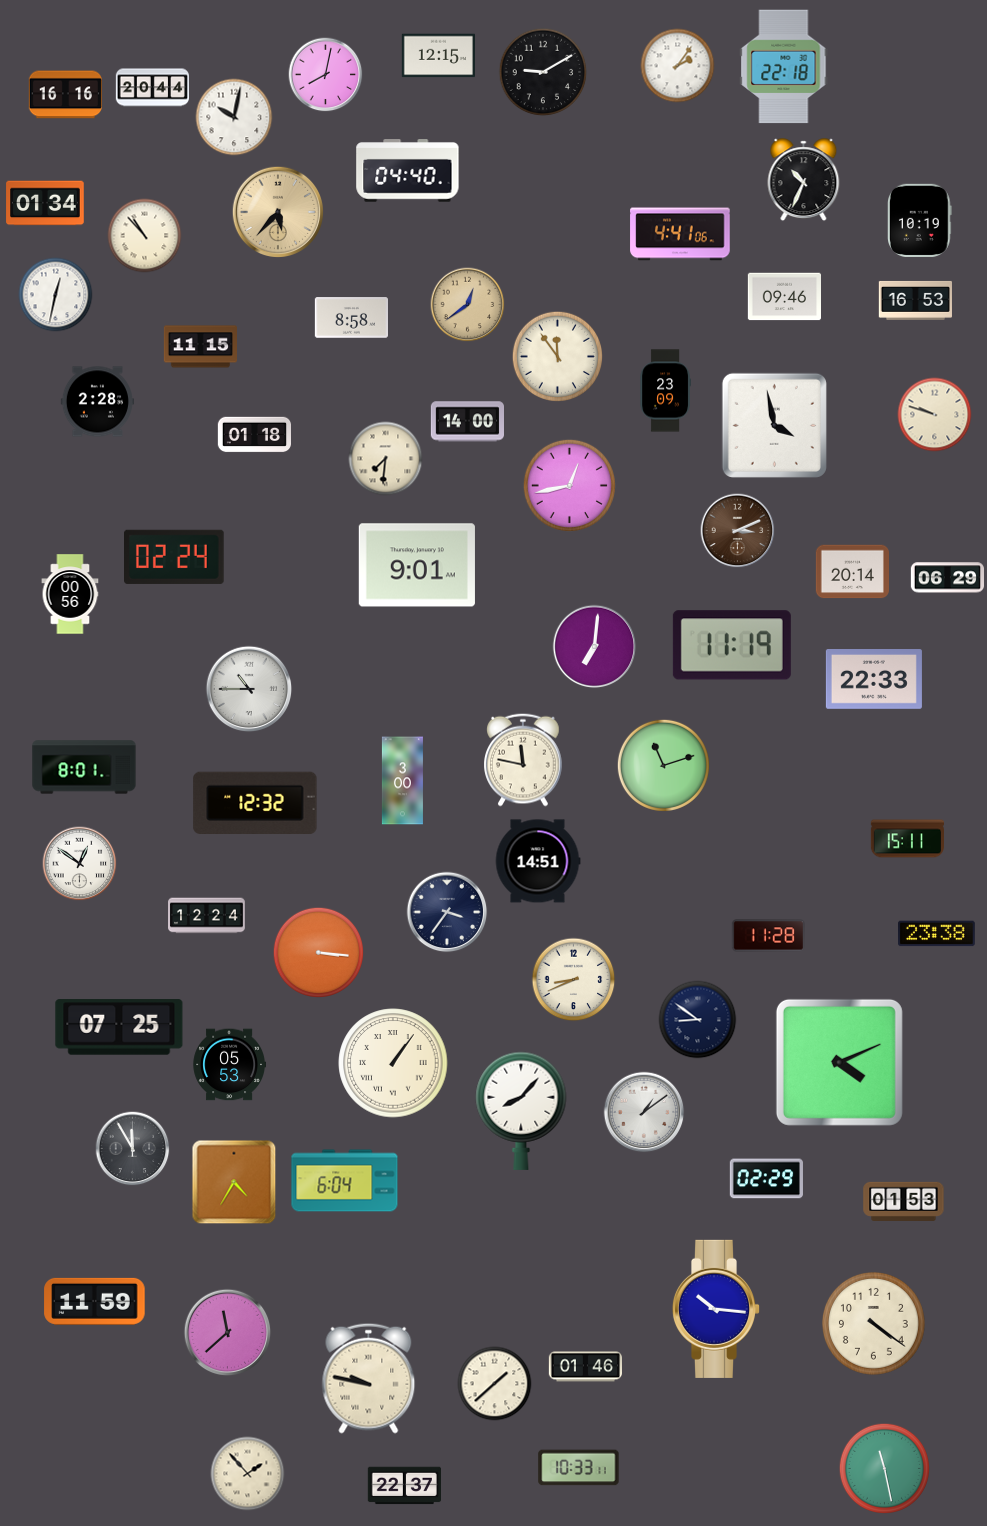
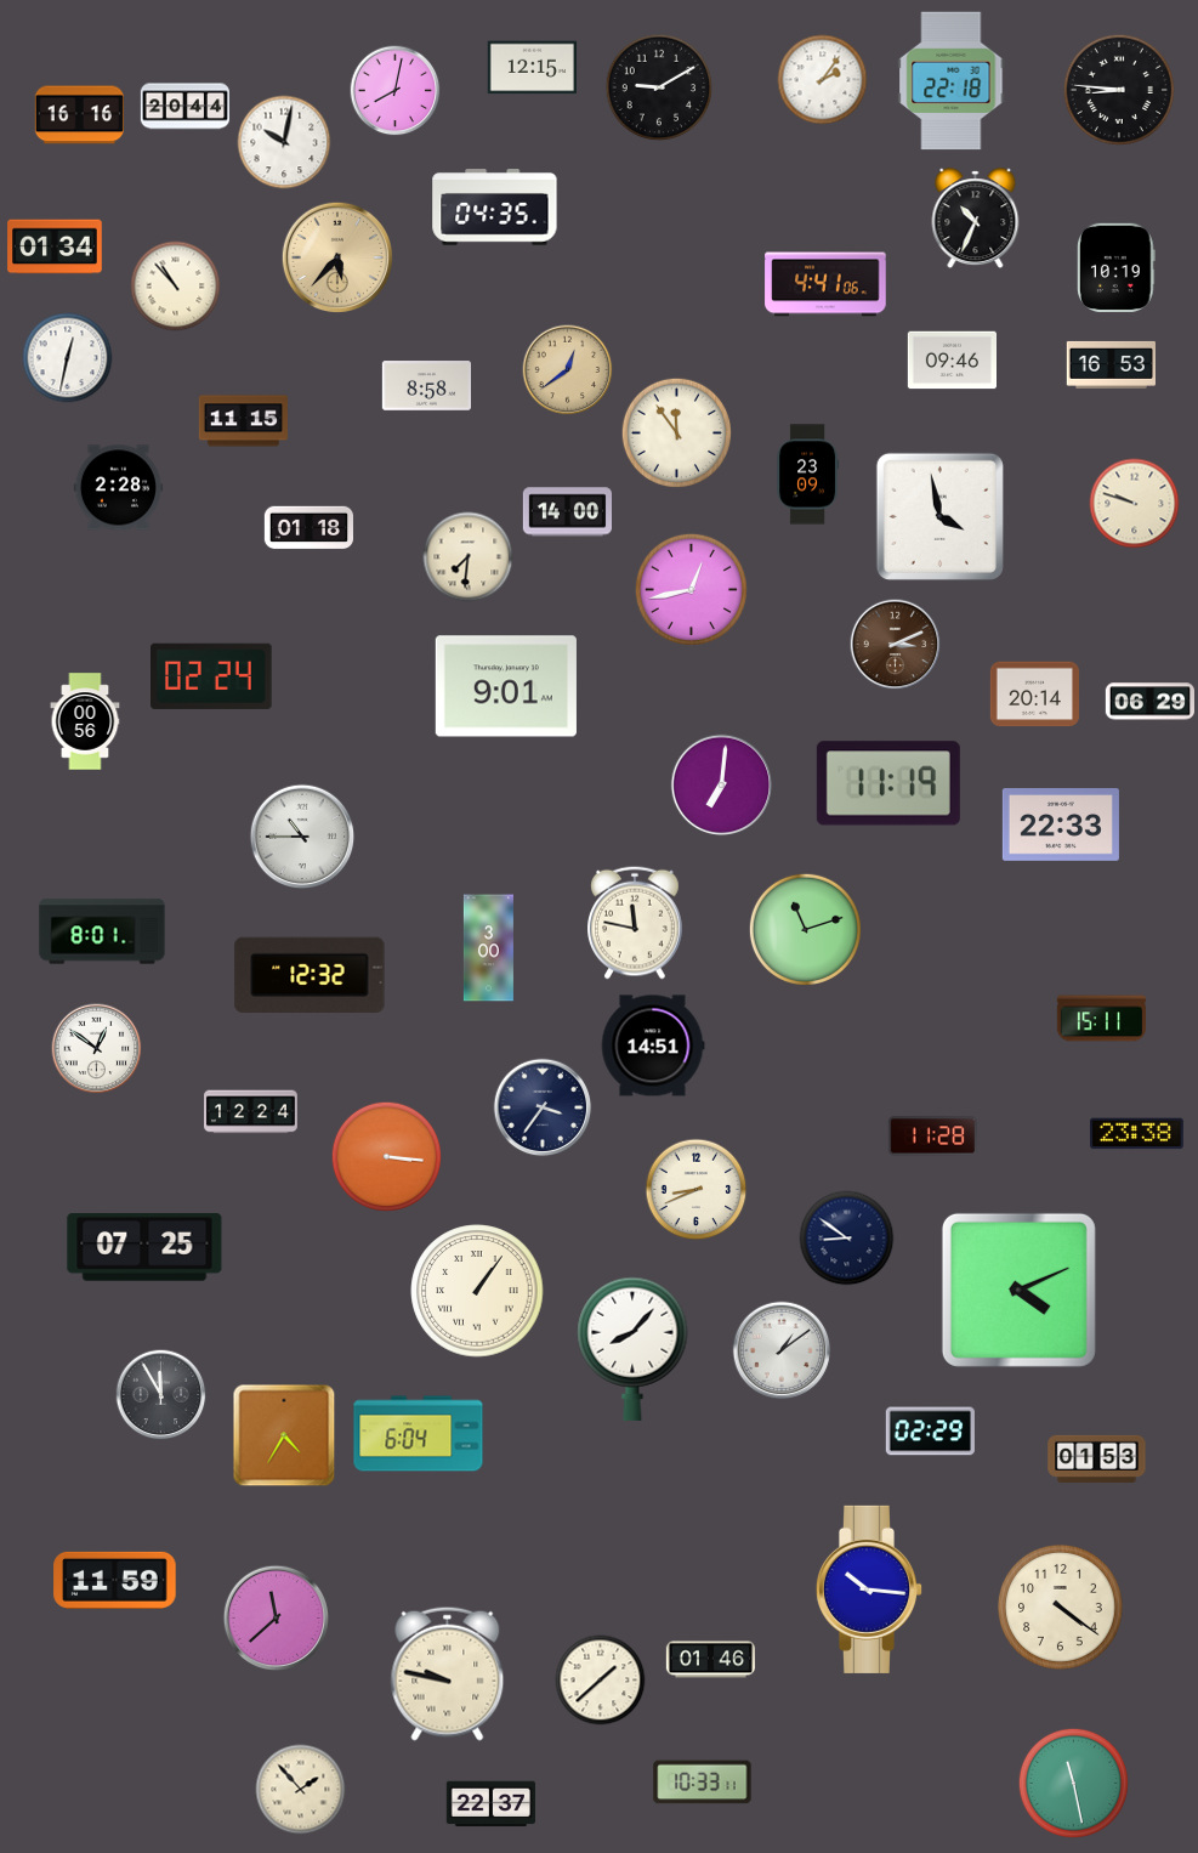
clock at (1118, 89): none -> 8:46
clock at (408, 171): 04:40 -> 04:35
clock at (229, 1065): 05:53 -> none
